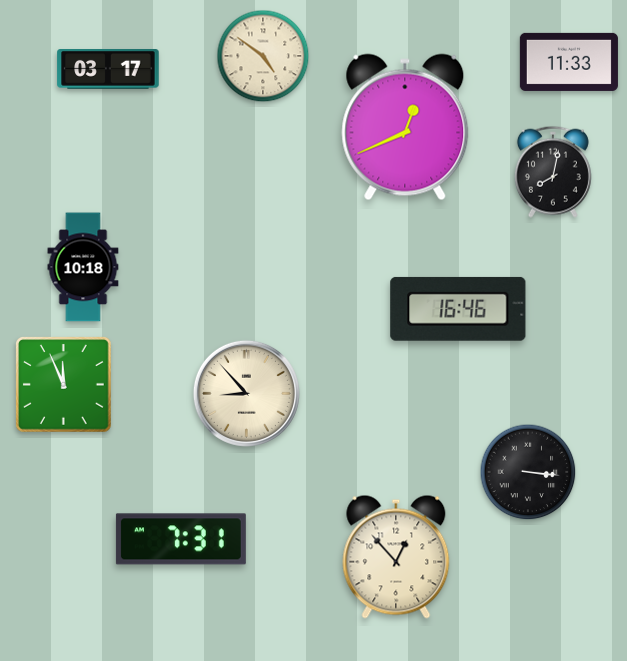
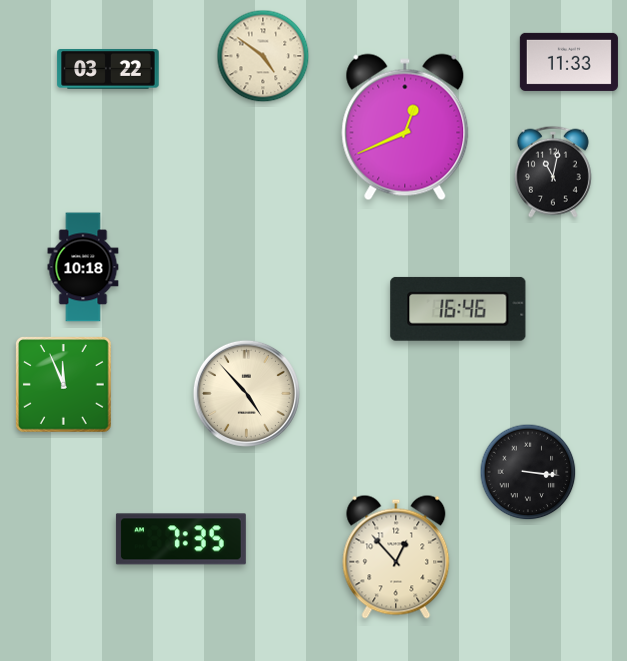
clock at (108, 70): 03:17 -> 03:22
clock at (553, 172): 8:02 -> 11:02
clock at (246, 393): 8:53 -> 4:53
clock at (181, 539): 7:31 -> 7:35
